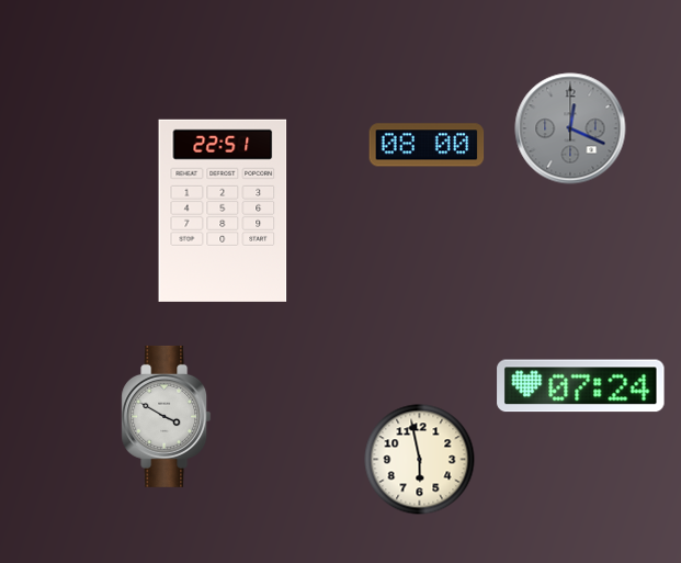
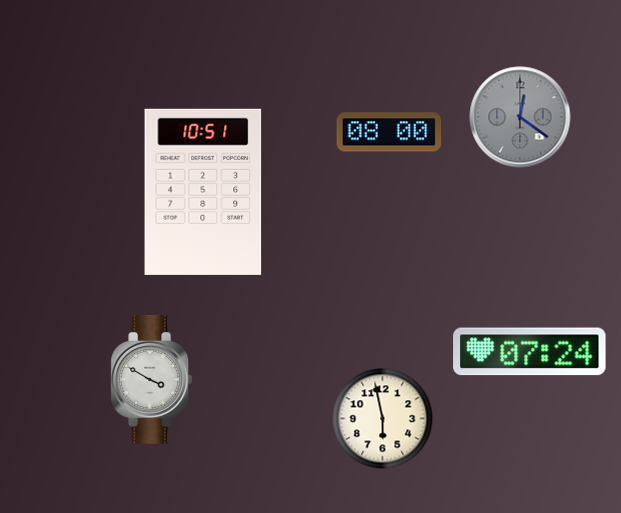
clock at (570, 128): 12:19 -> 12:21
clock at (223, 211): 22:51 -> 10:51
